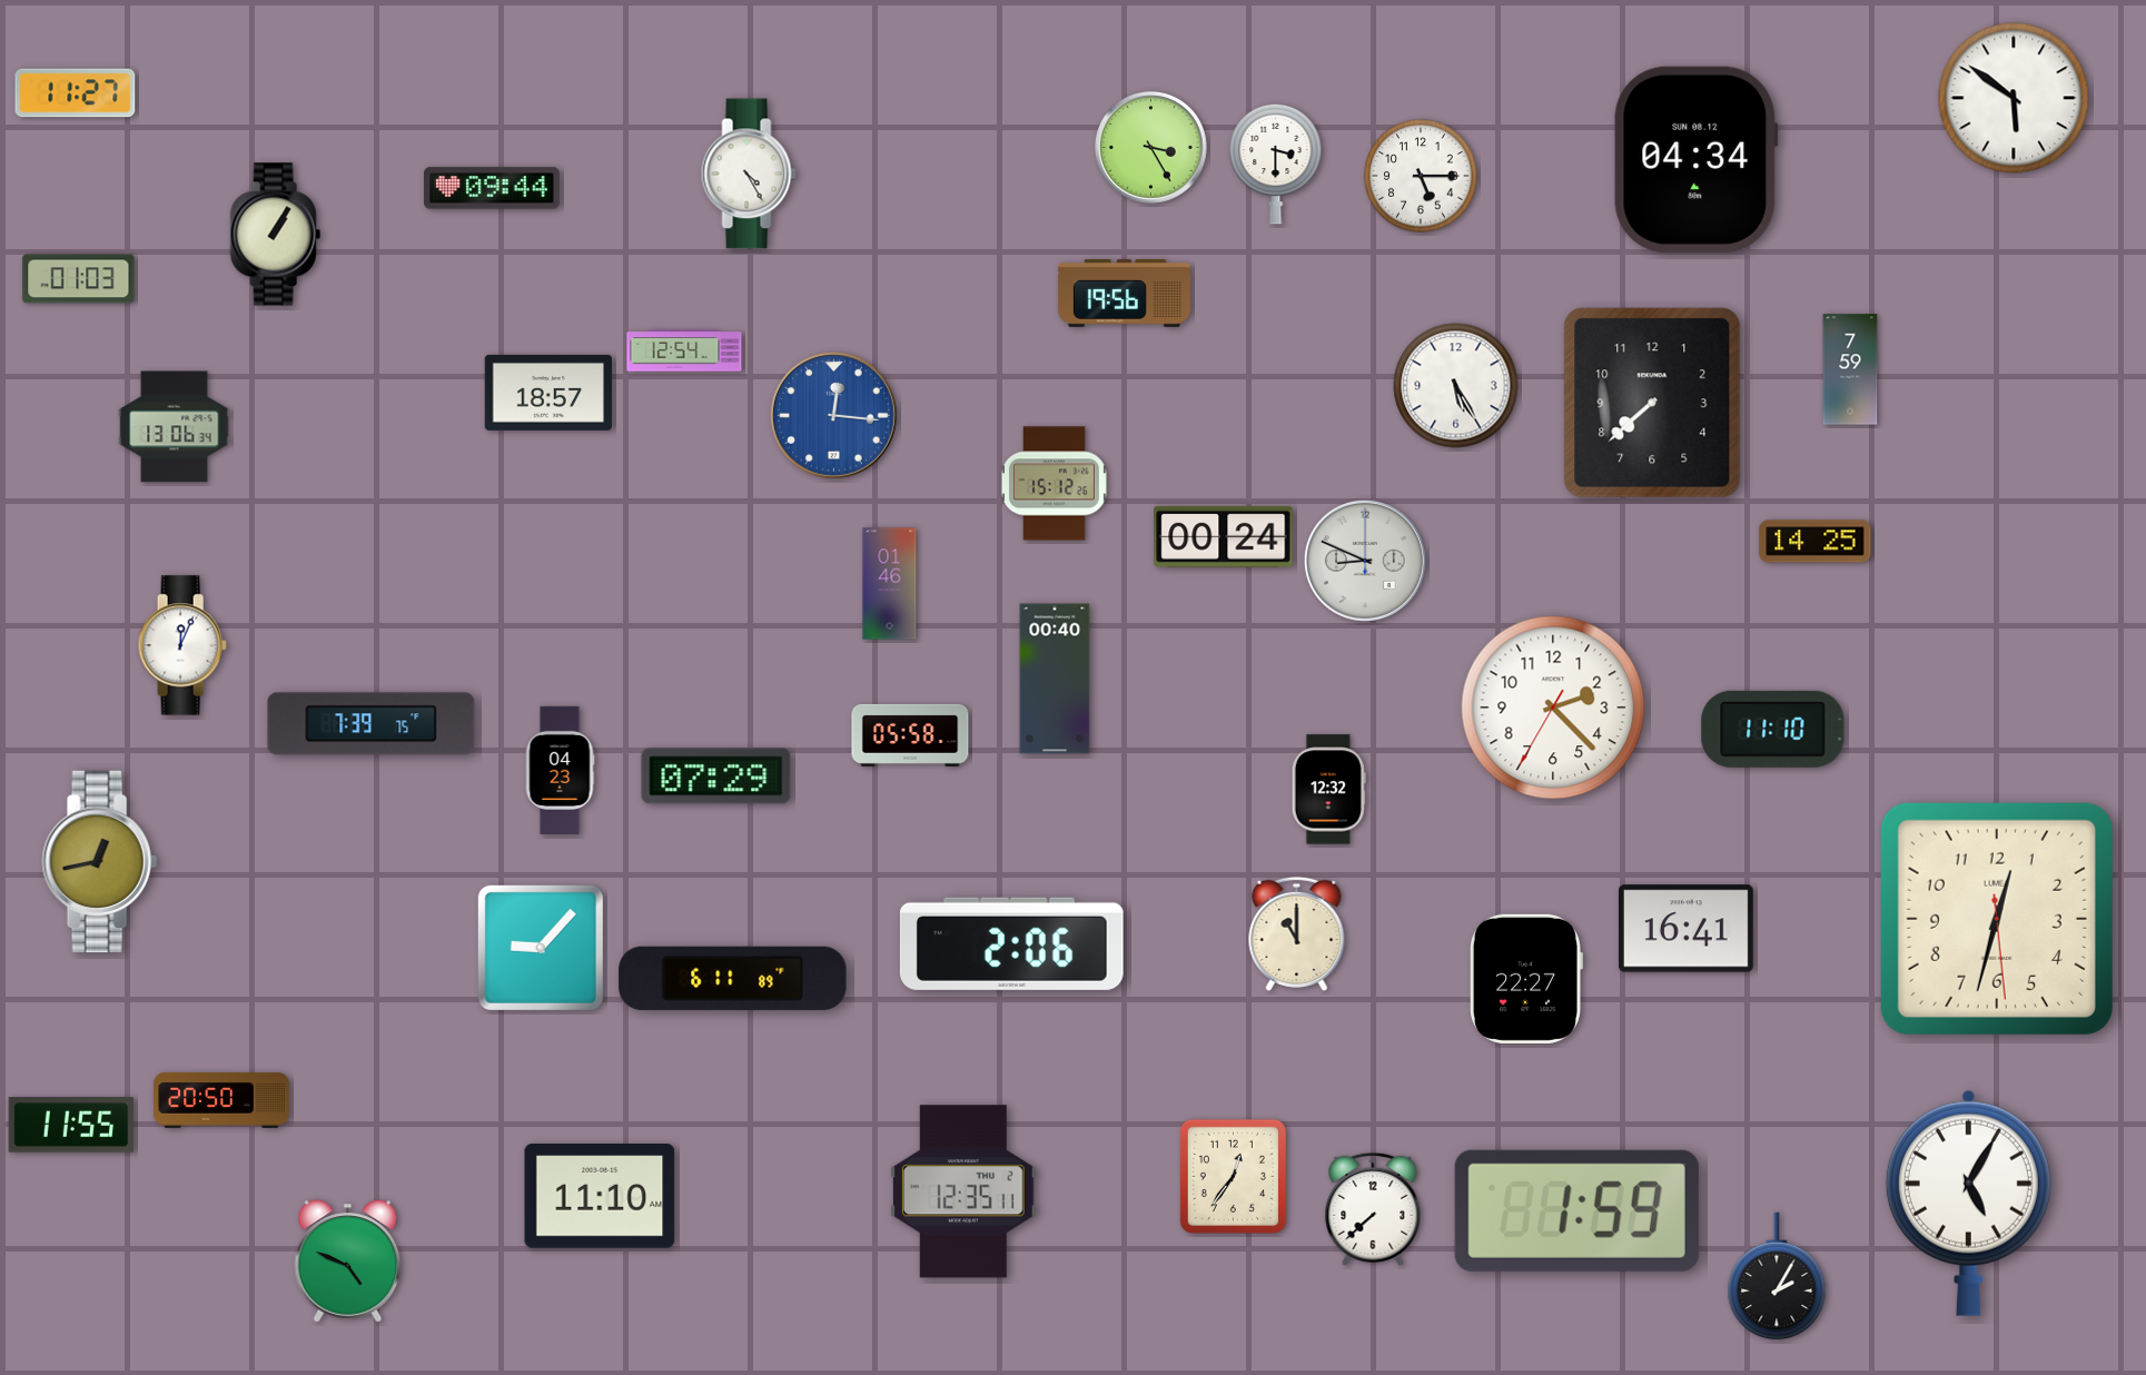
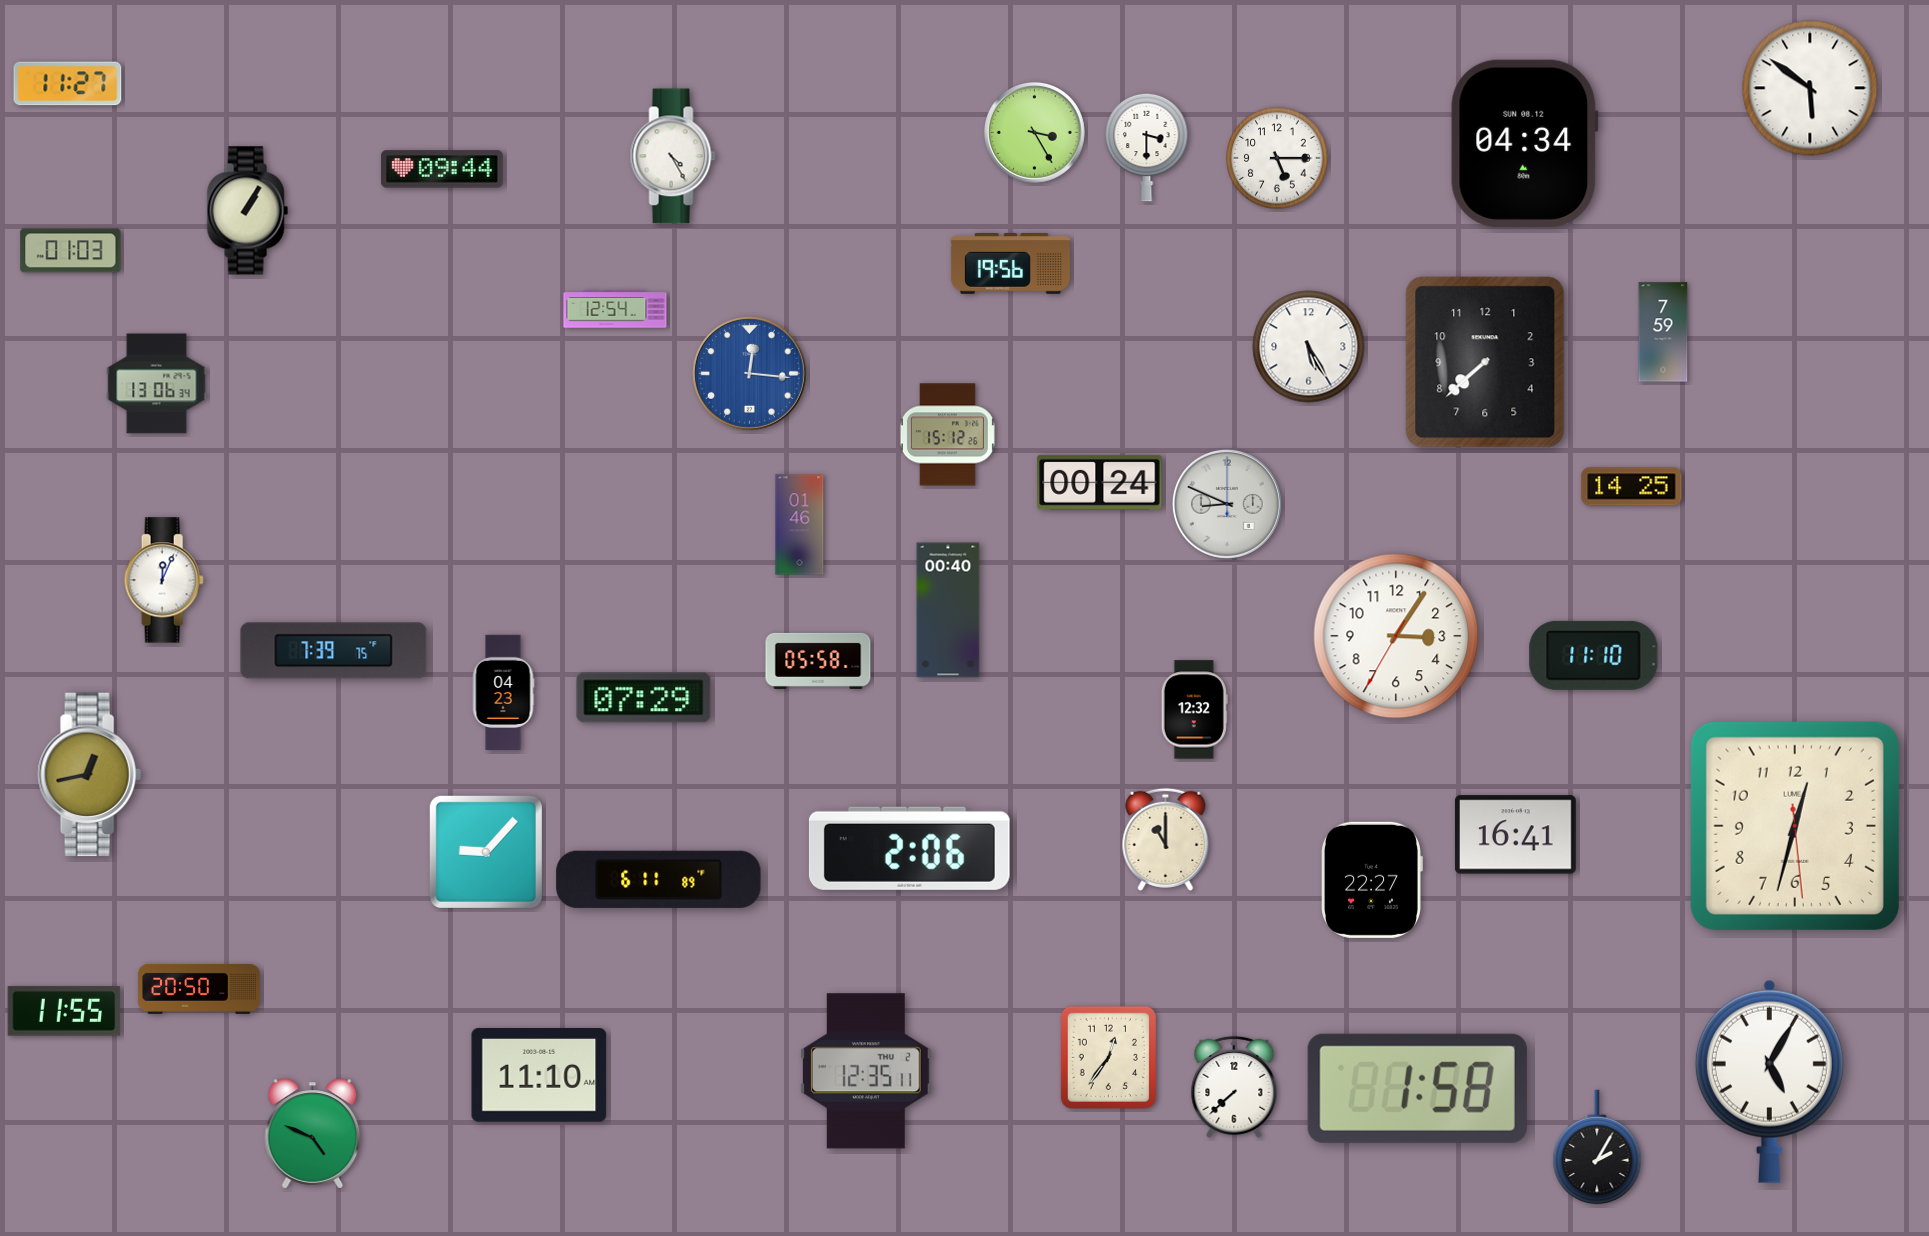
clock at (684, 350) position: (684, 350) -> (615, 309)
clock at (547, 393): 18:57 -> none
clock at (1553, 708): 2:22 -> 3:05
clock at (1576, 1210): 1:59 -> 1:58
